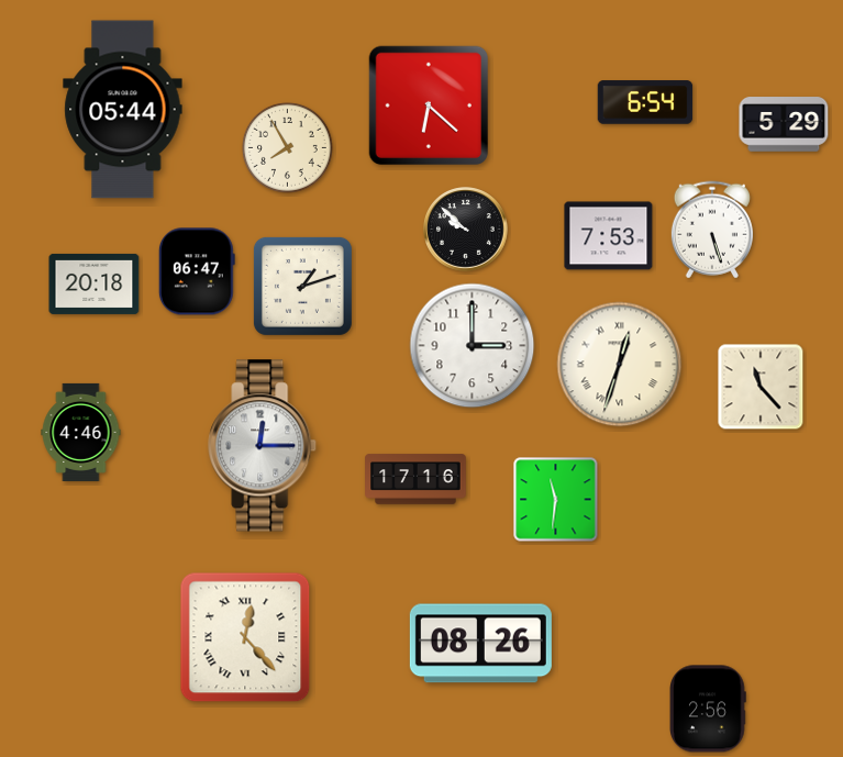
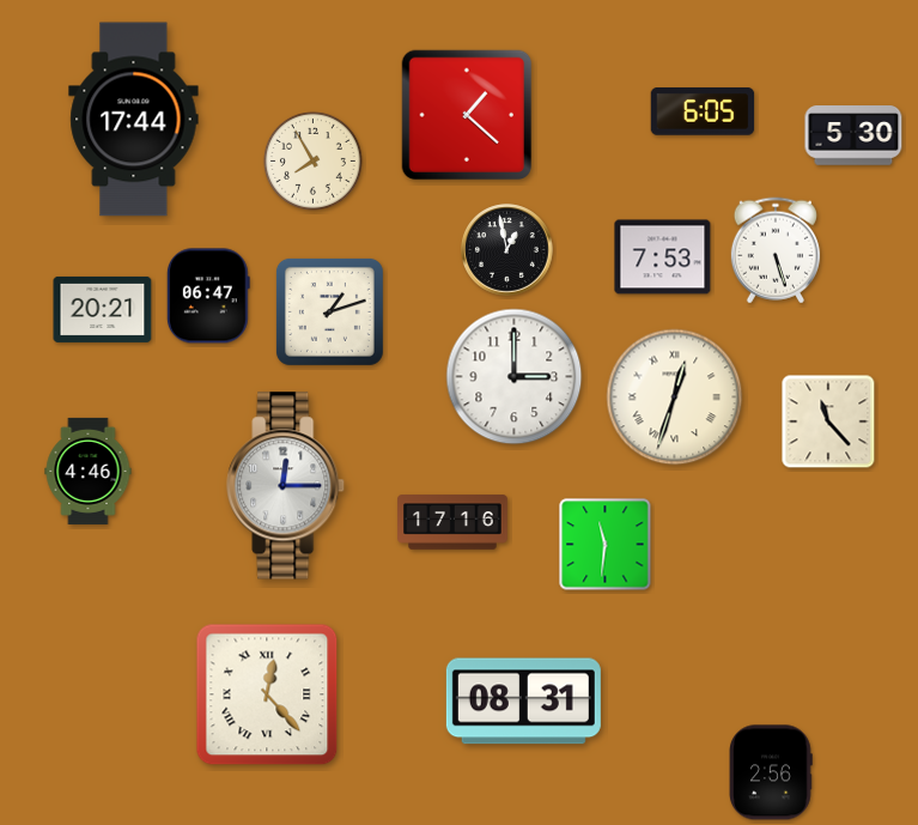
clock at (645, 102): 6:54 -> 6:05
clock at (429, 105): 6:22 -> 1:22
clock at (123, 110): 05:44 -> 17:44
clock at (784, 124): 5:29 -> 5:30
clock at (466, 230): 9:52 -> 12:58
clock at (197, 271) position: (197, 271) -> (208, 296)
clock at (95, 283): 20:18 -> 20:21
clock at (480, 644): 08:26 -> 08:31
